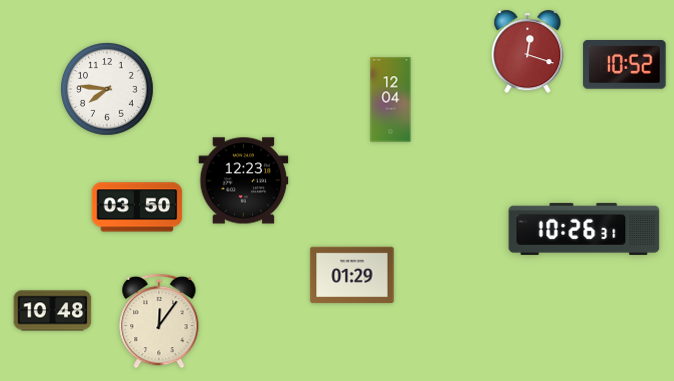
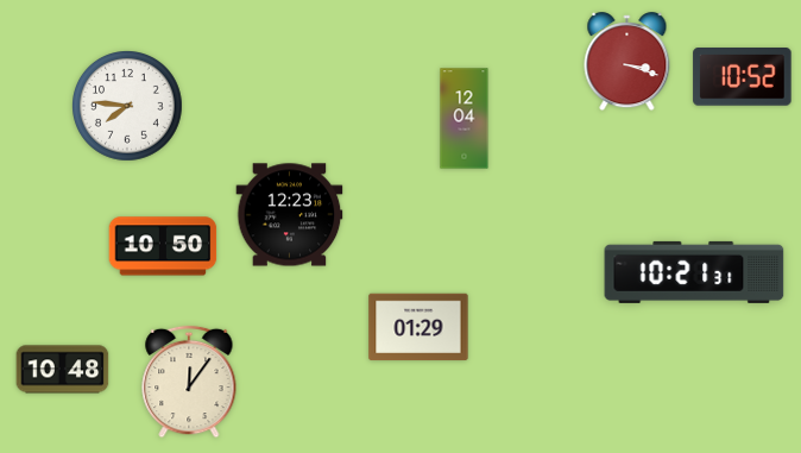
clock at (528, 52): 12:18 -> 3:18
clock at (137, 207): 03:50 -> 10:50
clock at (584, 229): 10:26 -> 10:21
